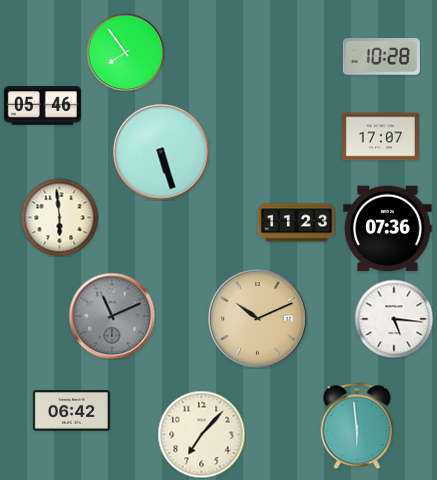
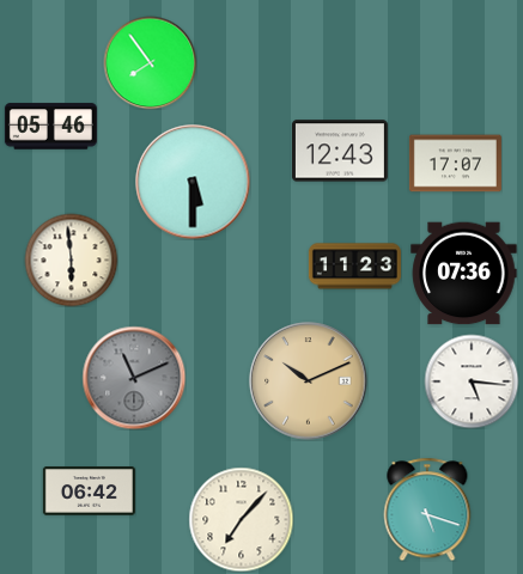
clock at (381, 57): 10:28 -> none
clock at (340, 151): none -> 12:43
clock at (161, 152): 5:27 -> 5:30
clock at (71, 411) position: (71, 411) -> (89, 491)
clock at (357, 426): 5:59 -> 5:18
